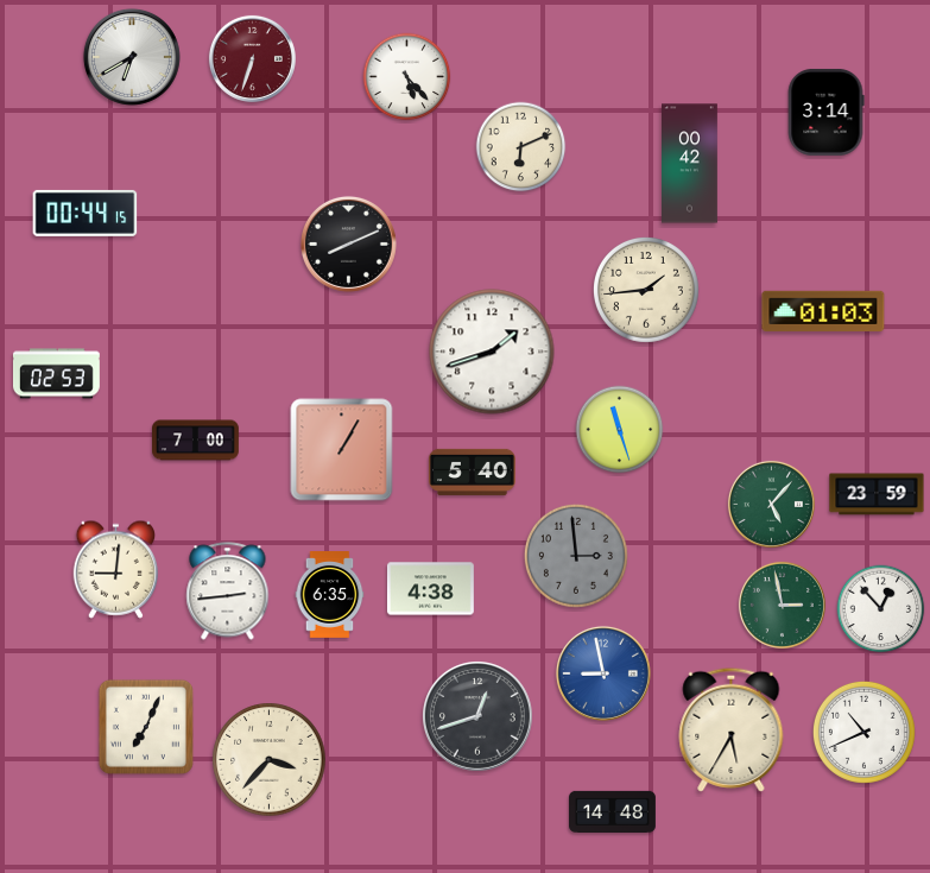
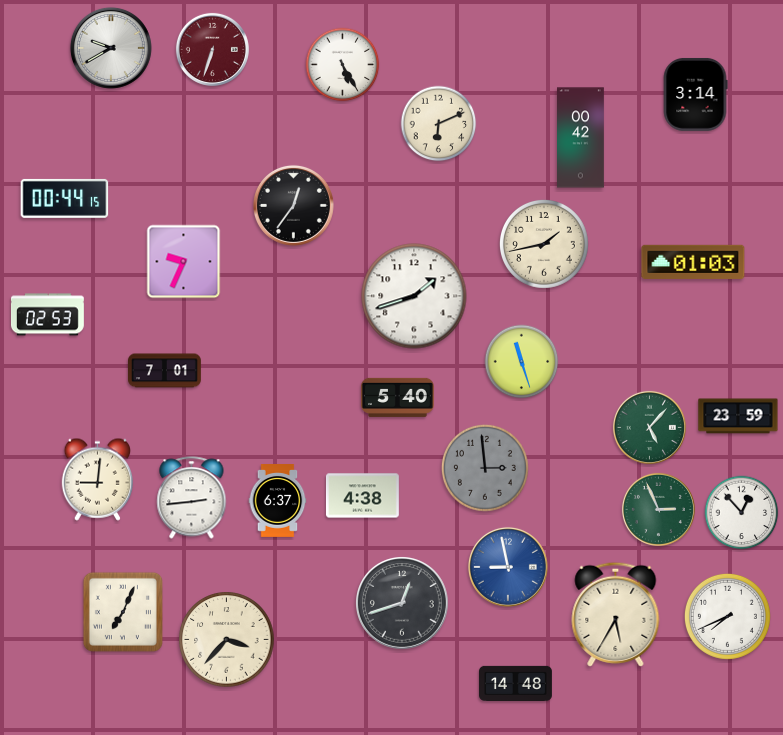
clock at (132, 57): 6:40 -> 9:40
clock at (407, 77): 5:23 -> 5:25
clock at (86, 213) position: (86, 213) -> (65, 198)
clock at (348, 243): 8:11 -> 12:36
clock at (646, 290): 1:44 -> 1:43
clock at (184, 262): none -> 9:34
clock at (196, 441): 7:00 -> 7:01
clock at (342, 450): 1:05 -> none
clock at (771, 504) position: (771, 504) -> (649, 427)
clock at (330, 595): 6:35 -> 6:37
clock at (782, 605): 2:58 -> 2:56
clock at (863, 732): 10:41 -> 7:41
